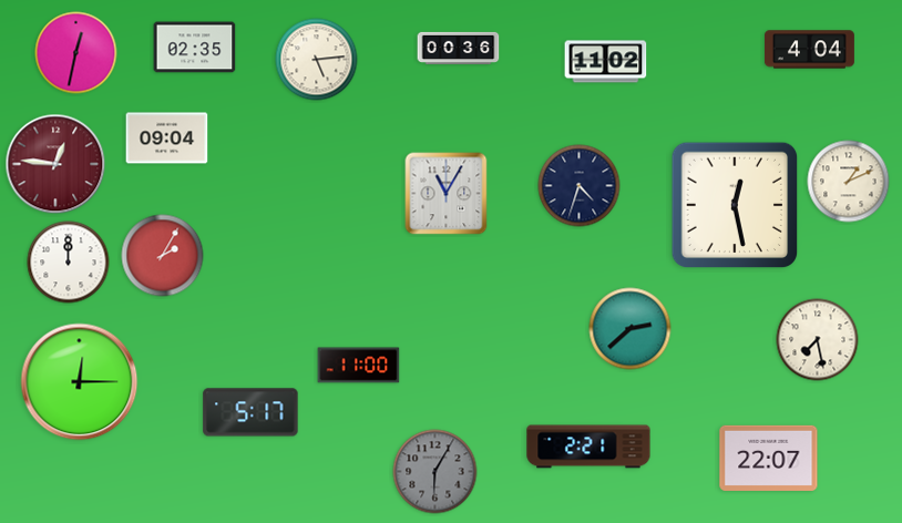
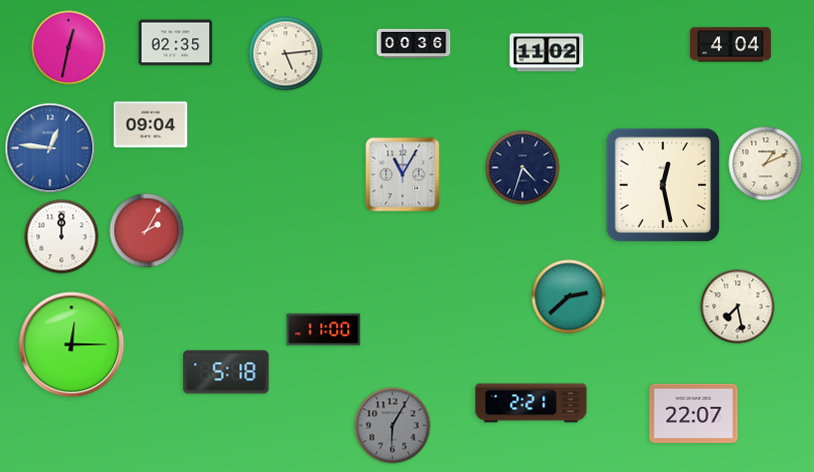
clock at (606, 62) position: (606, 62) -> (547, 53)
clock at (55, 164) dial: burgundy -> blue
clock at (250, 412): 5:17 -> 5:18
